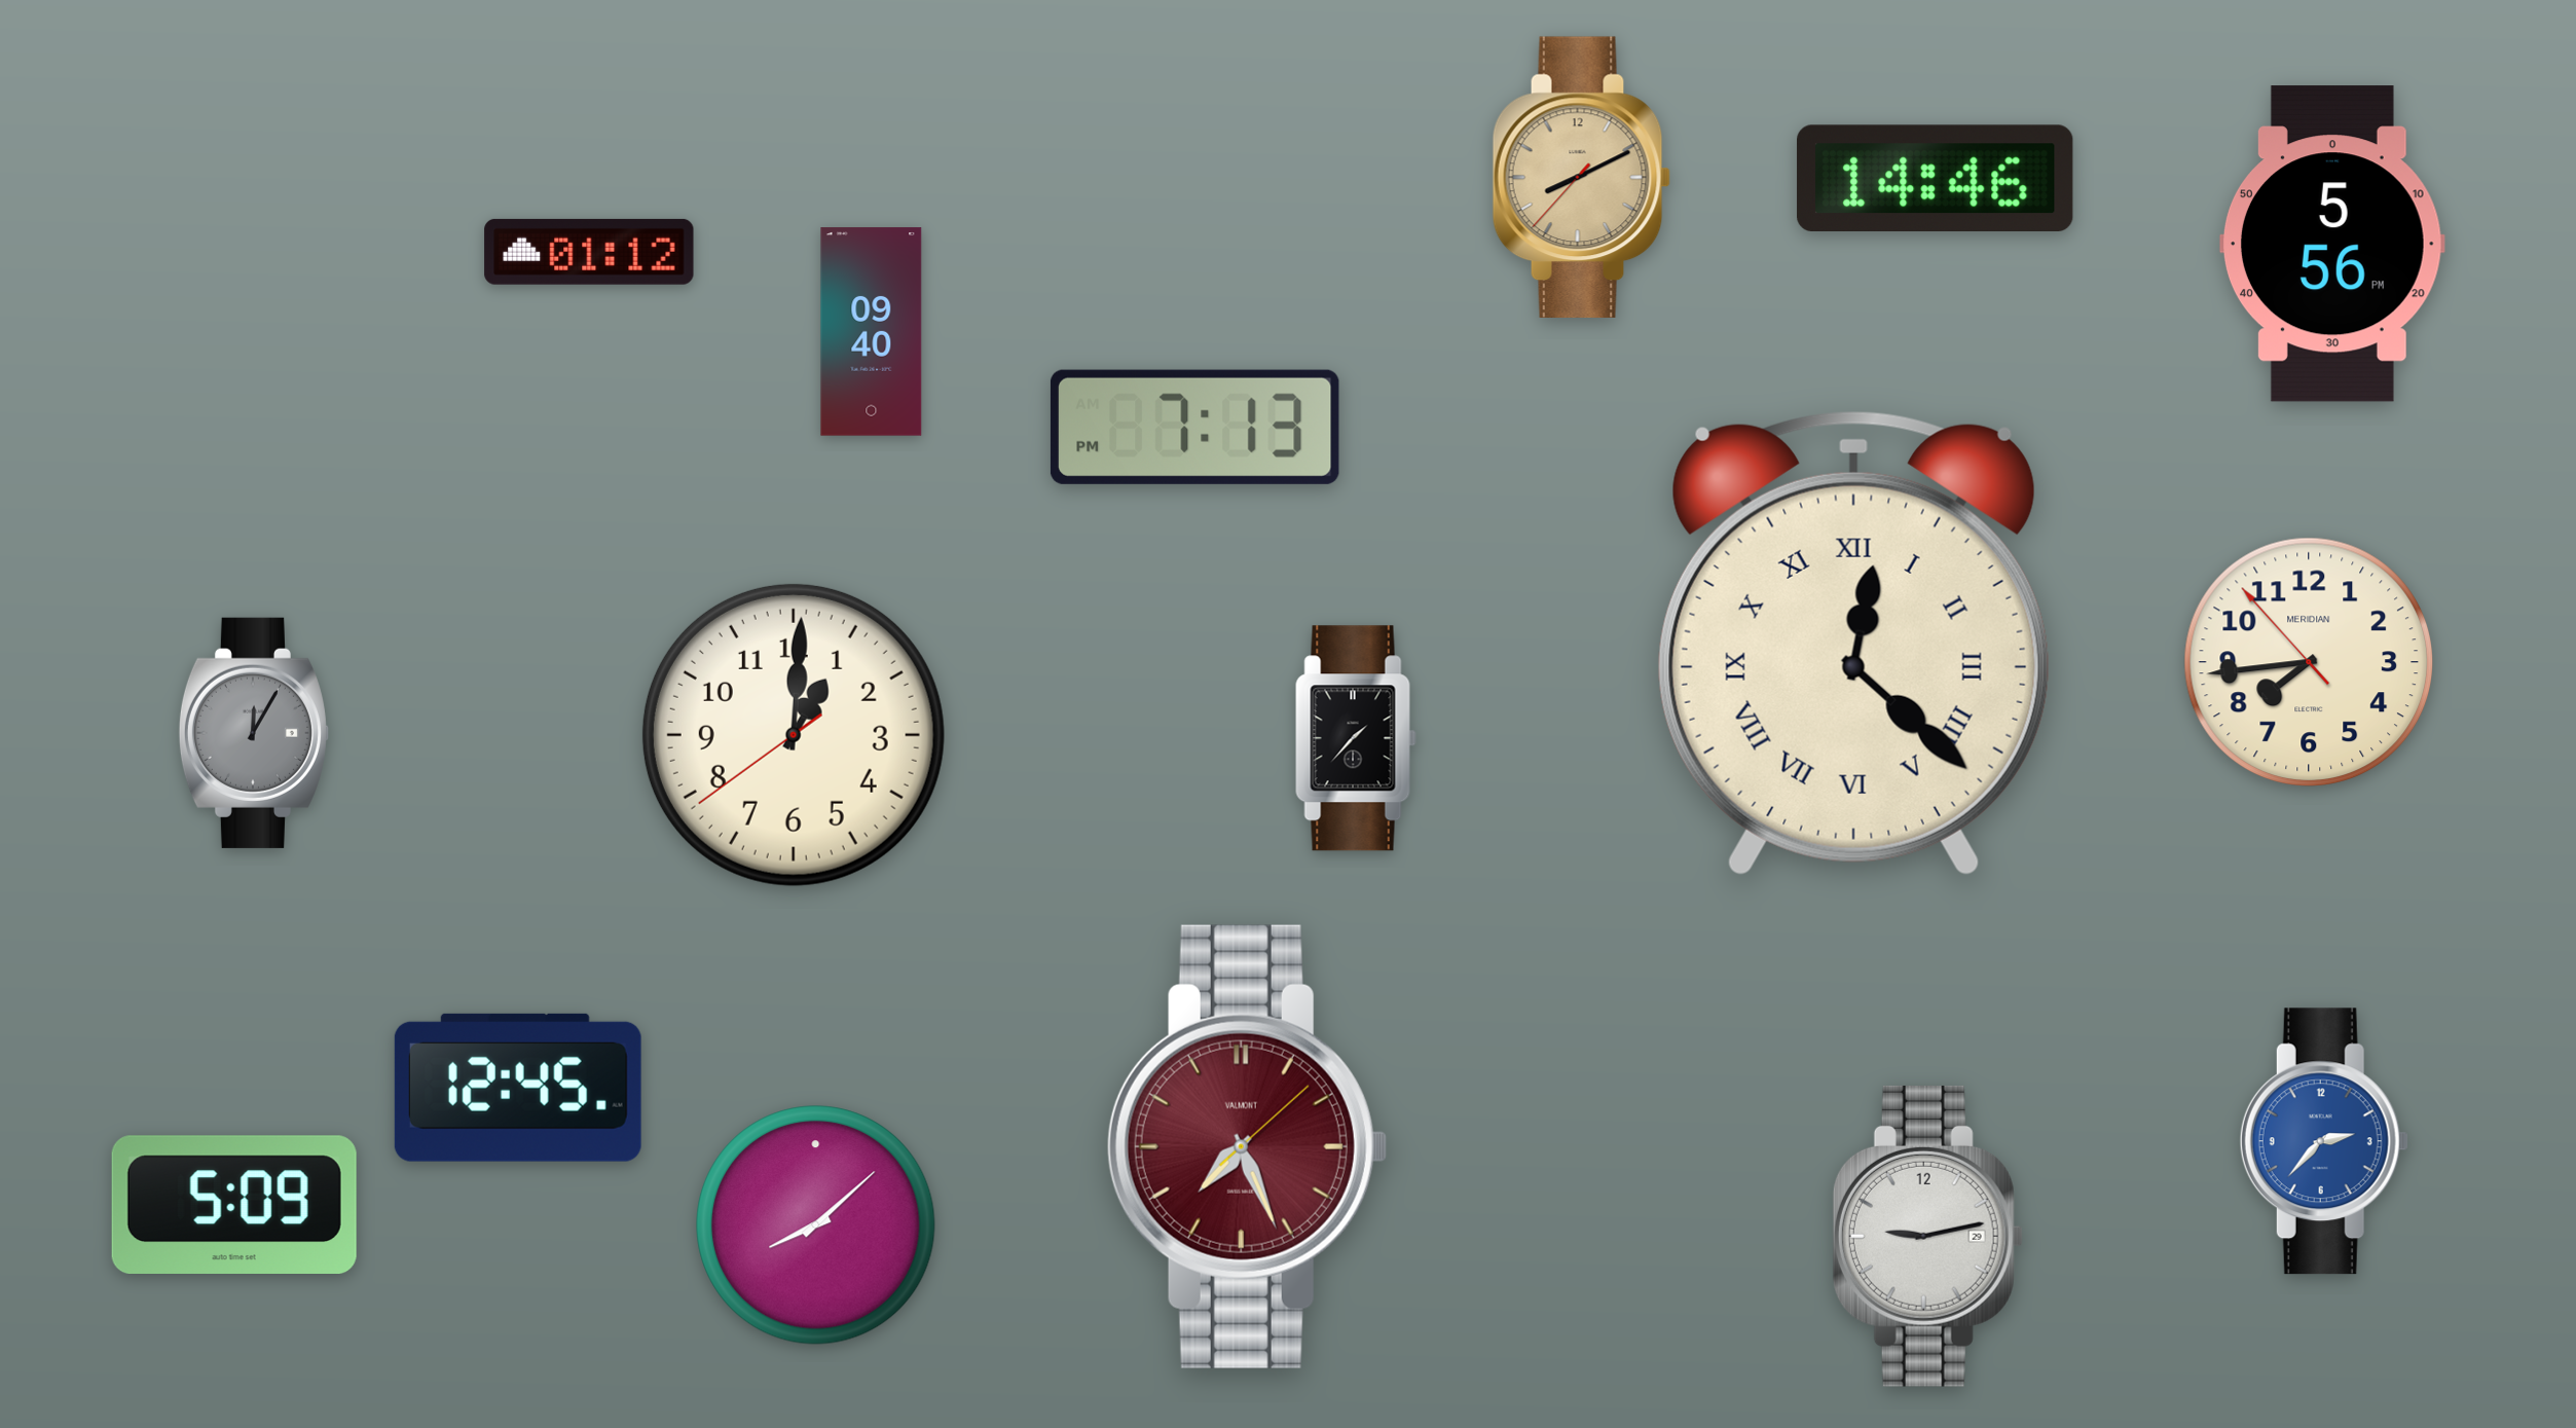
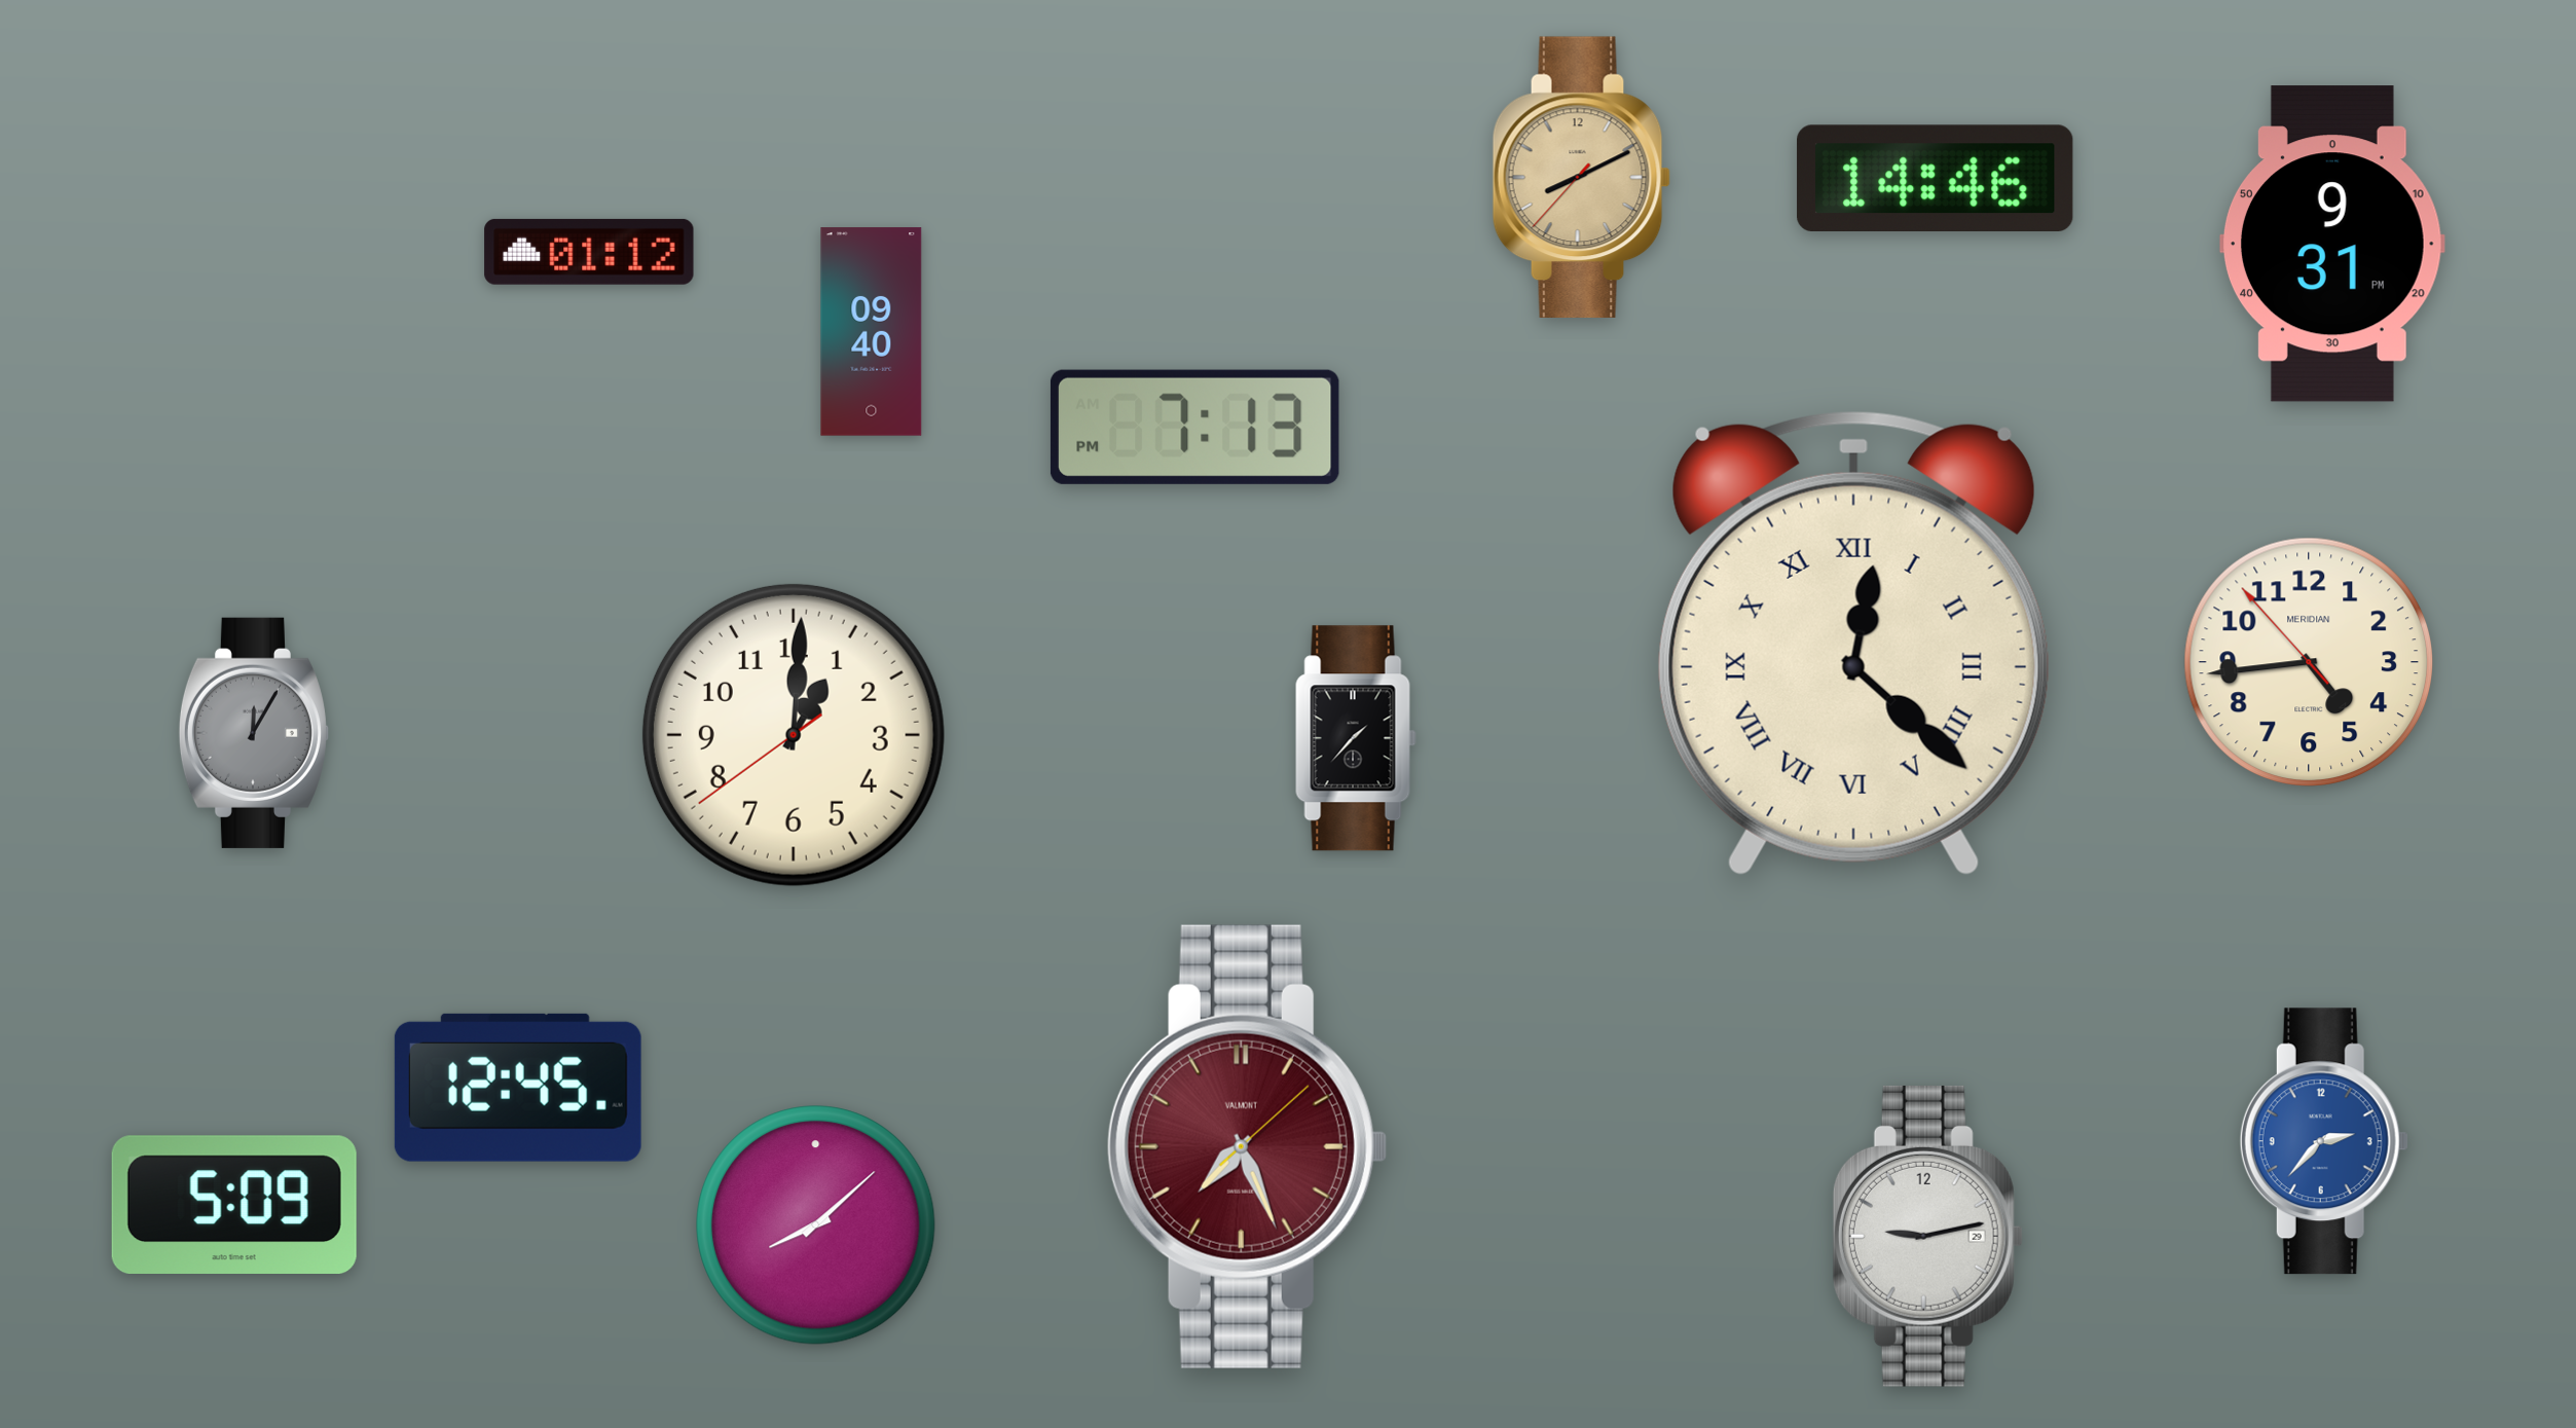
clock at (2332, 244): 5:56 -> 9:31
clock at (2309, 662): 7:43 -> 4:43
